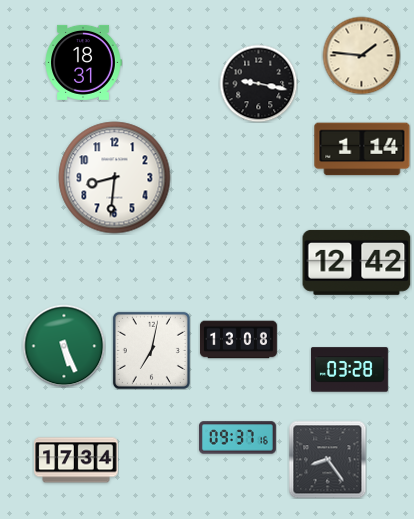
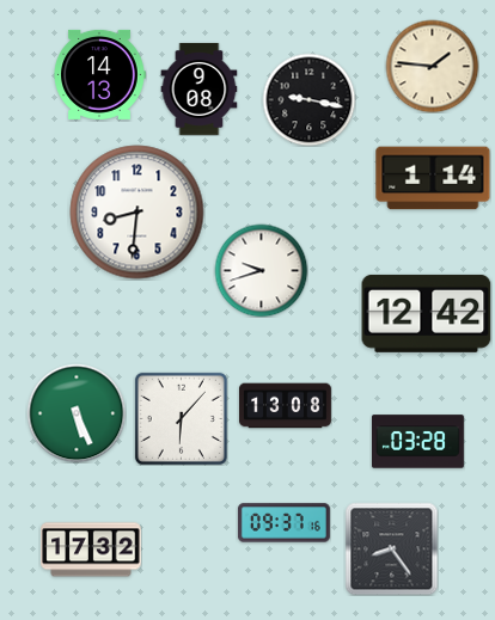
clock at (83, 62): 18:31 -> 14:13
clock at (200, 88): none -> 9:08
clock at (261, 270): none -> 9:42
clock at (151, 350): 7:02 -> 6:07
clock at (76, 460): 17:34 -> 17:32
